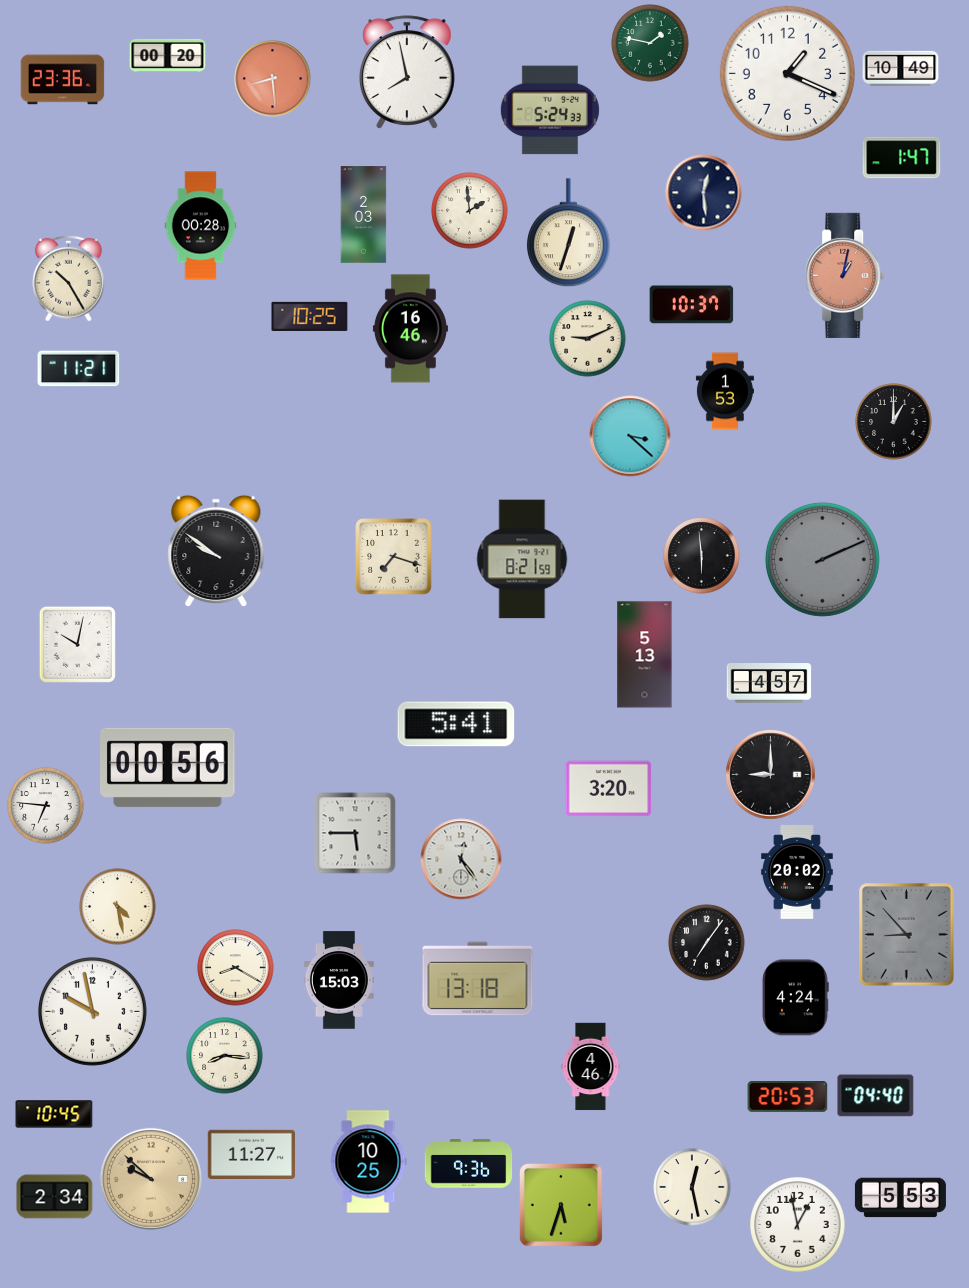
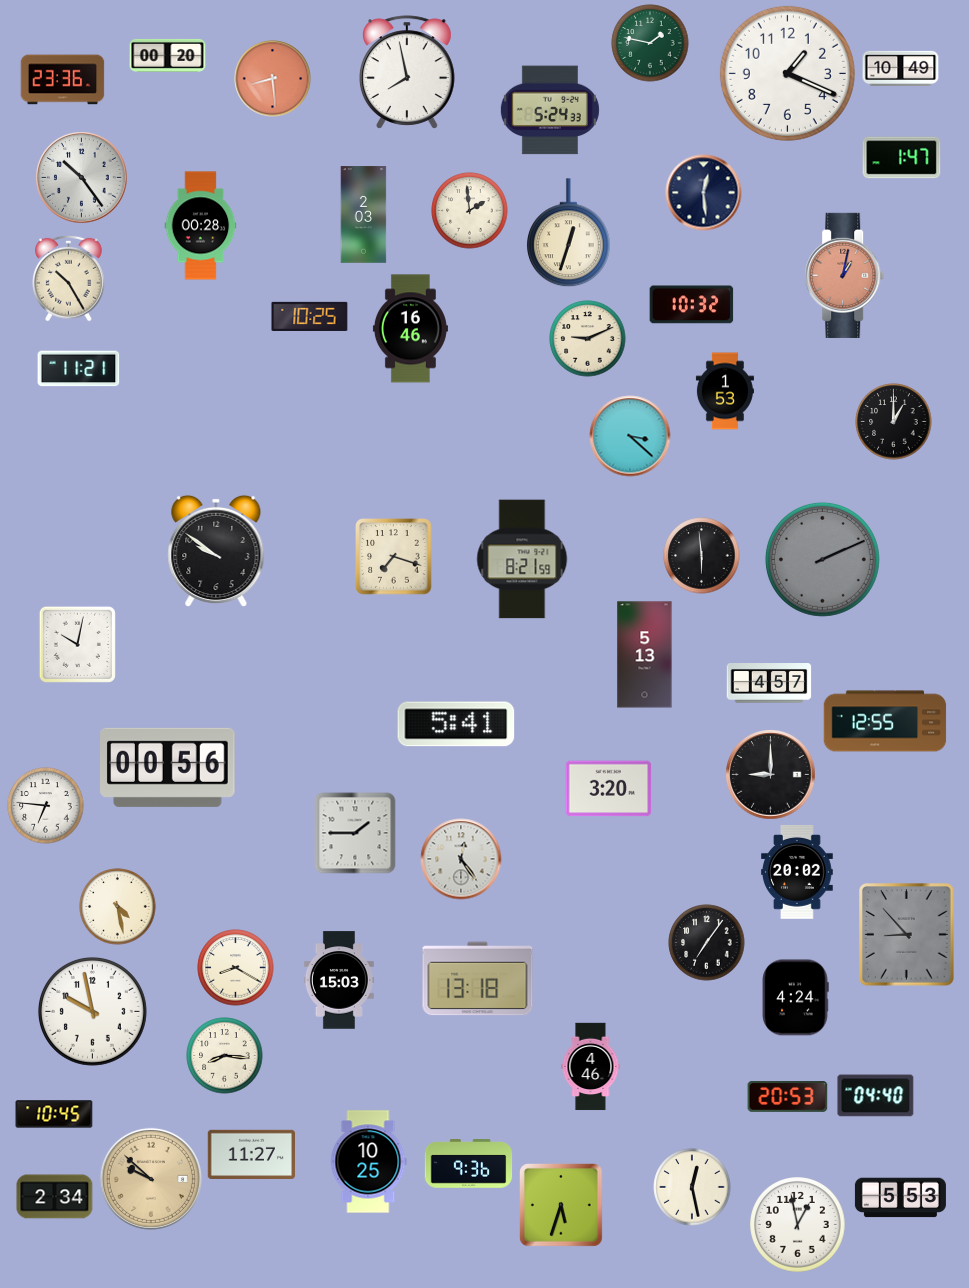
clock at (82, 178): none -> 10:24
clock at (692, 305): 10:37 -> 10:32
clock at (885, 721): none -> 12:55
clock at (355, 833): 5:45 -> 1:45
